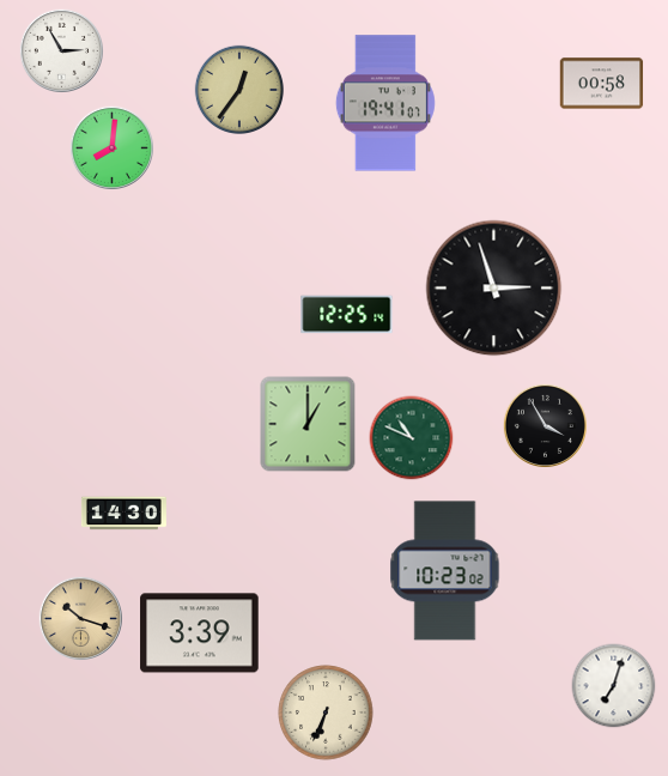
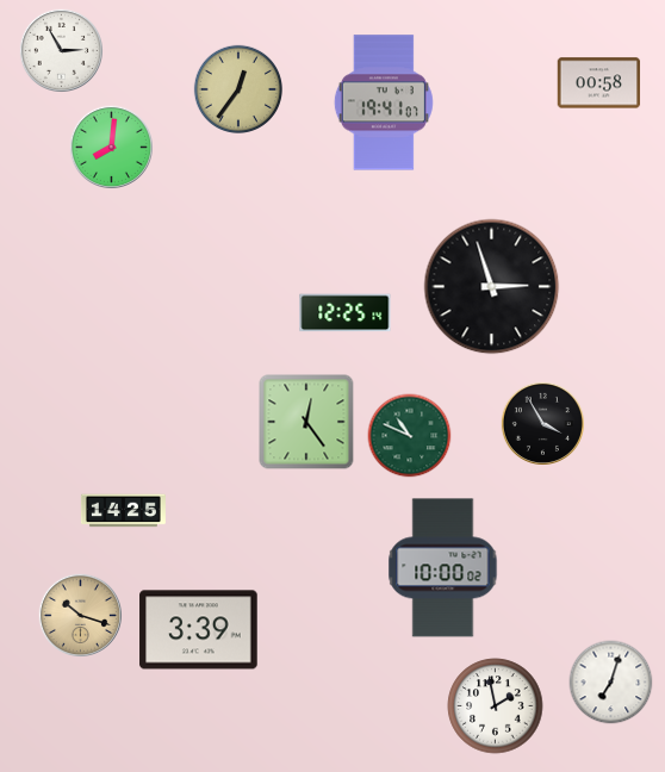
clock at (308, 424): 1:00 -> 12:24
clock at (123, 514): 14:30 -> 14:25
clock at (445, 571): 10:23 -> 10:00
clock at (496, 706): none -> 1:58
clock at (326, 713): 6:34 -> none
